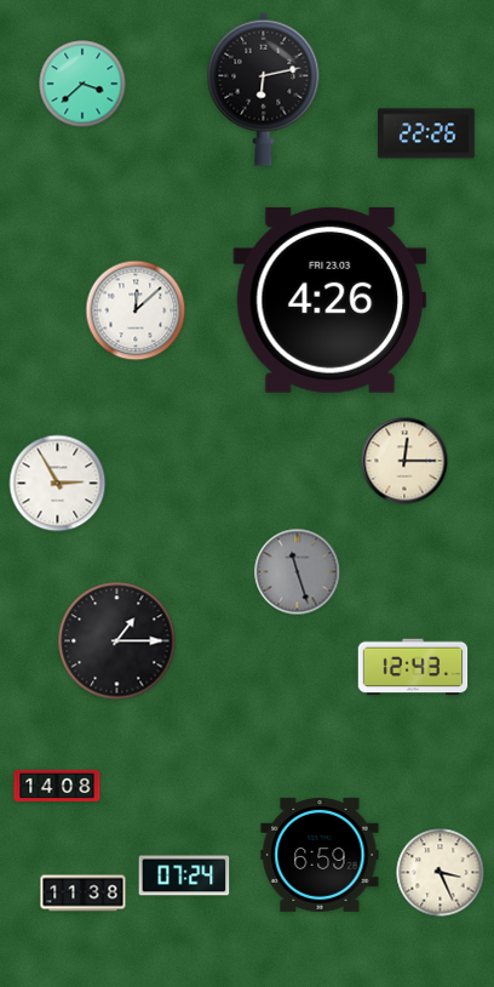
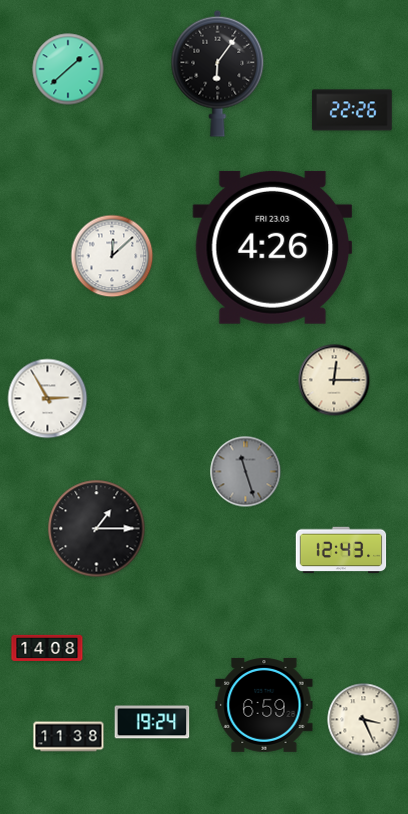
clock at (82, 84): 3:38 -> 1:38
clock at (264, 89): 6:13 -> 6:06
clock at (184, 875): 07:24 -> 19:24
